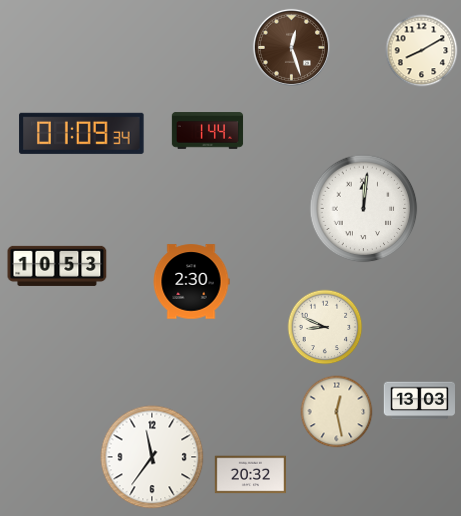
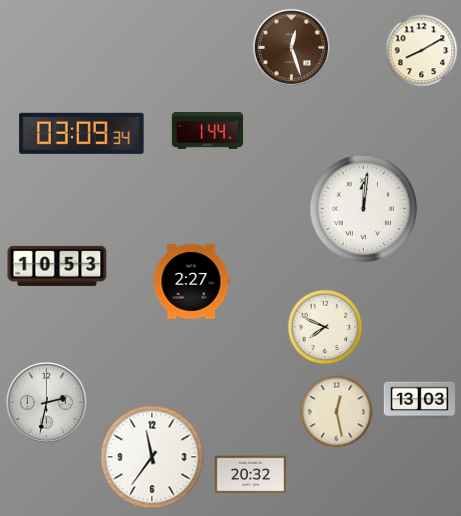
clock at (82, 133): 01:09 -> 03:09
clock at (191, 282): 2:30 -> 2:27
clock at (325, 327): 8:49 -> 7:49
clock at (46, 402): none -> 2:32
